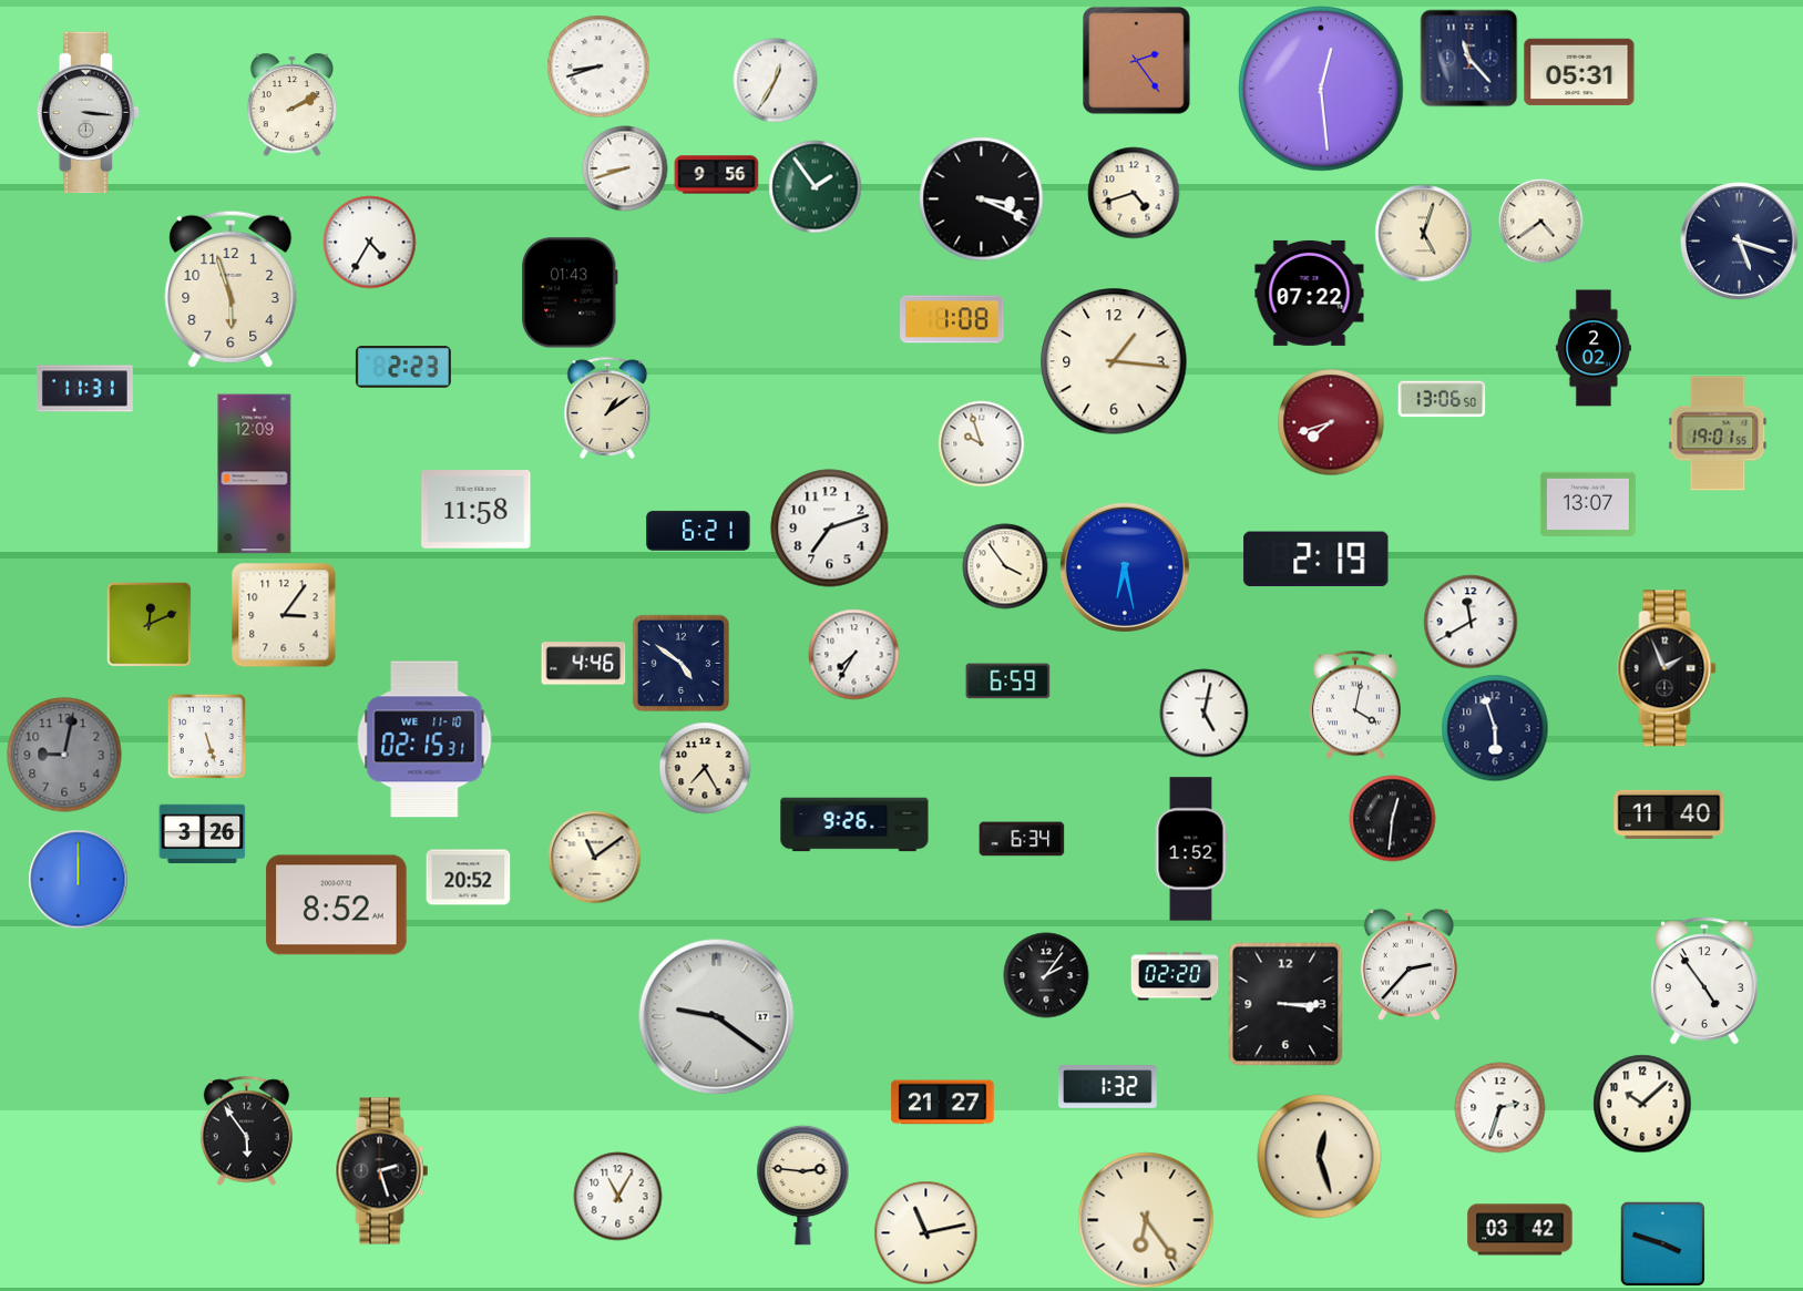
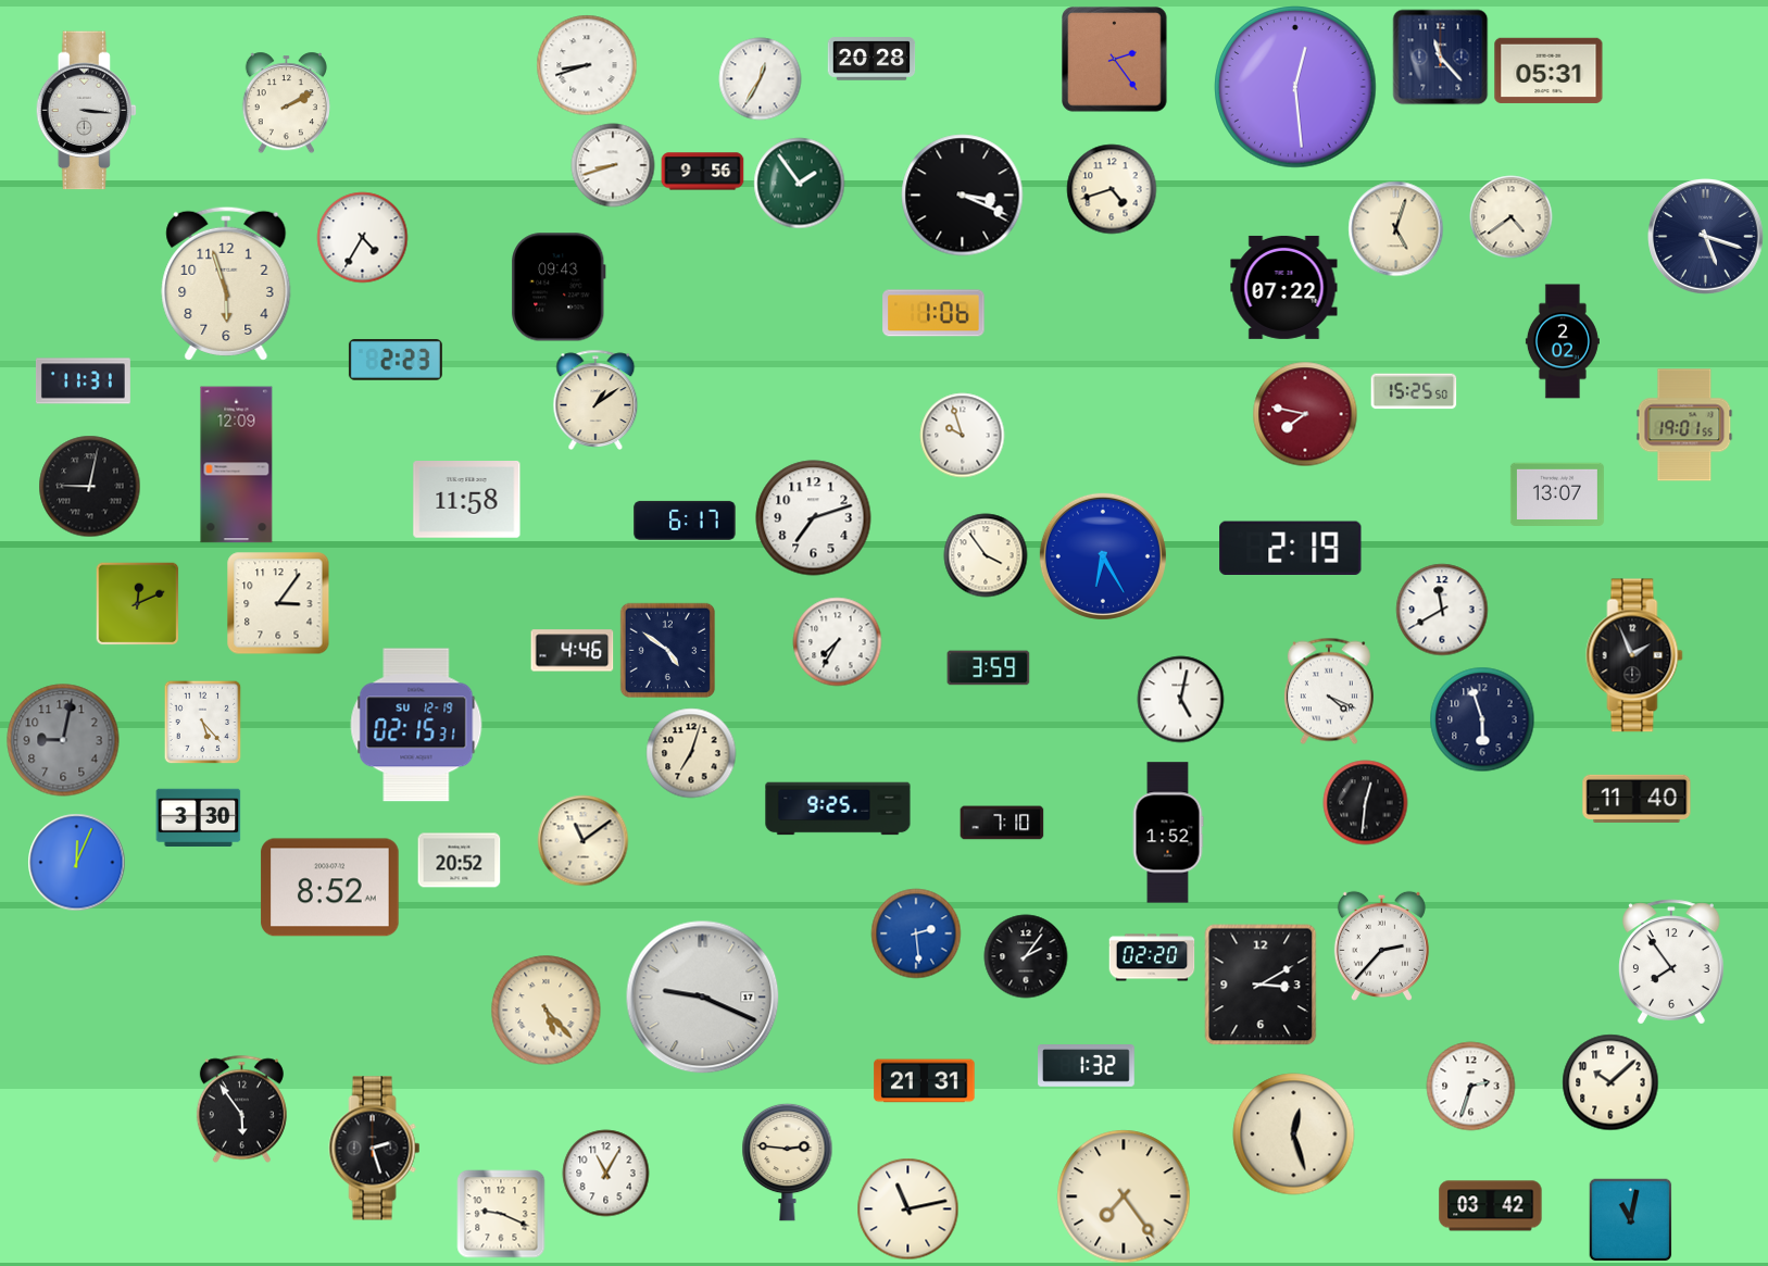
clock at (872, 59): none -> 20:28
clock at (570, 293): 01:43 -> 09:43
clock at (952, 319): 1:08 -> 1:06
clock at (1114, 361): 1:16 -> none
clock at (1442, 399): 13:06 -> 15:25
clock at (1331, 422): 7:42 -> 7:47
clock at (255, 474) position: (255, 474) -> (237, 465)
clock at (90, 487): none -> 9:02
clock at (698, 531): 6:21 -> 6:17
clock at (1125, 567): 6:28 -> 6:25
clock at (148, 624) position: (148, 624) -> (137, 603)
clock at (1008, 682): 6:59 -> 3:59
clock at (1355, 705): 4:02 -> 4:19
clock at (1495, 728) position: (1495, 728) -> (1482, 719)
clock at (207, 736): 5:27 -> 5:23
clock at (424, 739) date: WE 11-10 -> SU 12-19
clock at (705, 768): 7:25 -> 7:03
clock at (854, 824): 9:26 -> 9:25
clock at (203, 833): 3:26 -> 3:30
clock at (1022, 839): 6:34 -> 7:10
clock at (79, 880): 12:00 -> 12:04
clock at (916, 933): none -> 2:29
clock at (1705, 981): 4:54 -> 7:54
clock at (1285, 1004): 3:15 -> 3:10
clock at (717, 1017): 9:21 -> 9:19
clock at (547, 1011): none -> 5:23
clock at (943, 1103): 21:27 -> 21:31
clock at (1146, 1220): 6:24 -> 7:24
clock at (501, 1214): none -> 9:19
clock at (1662, 1243): 3:48 -> 11:02
